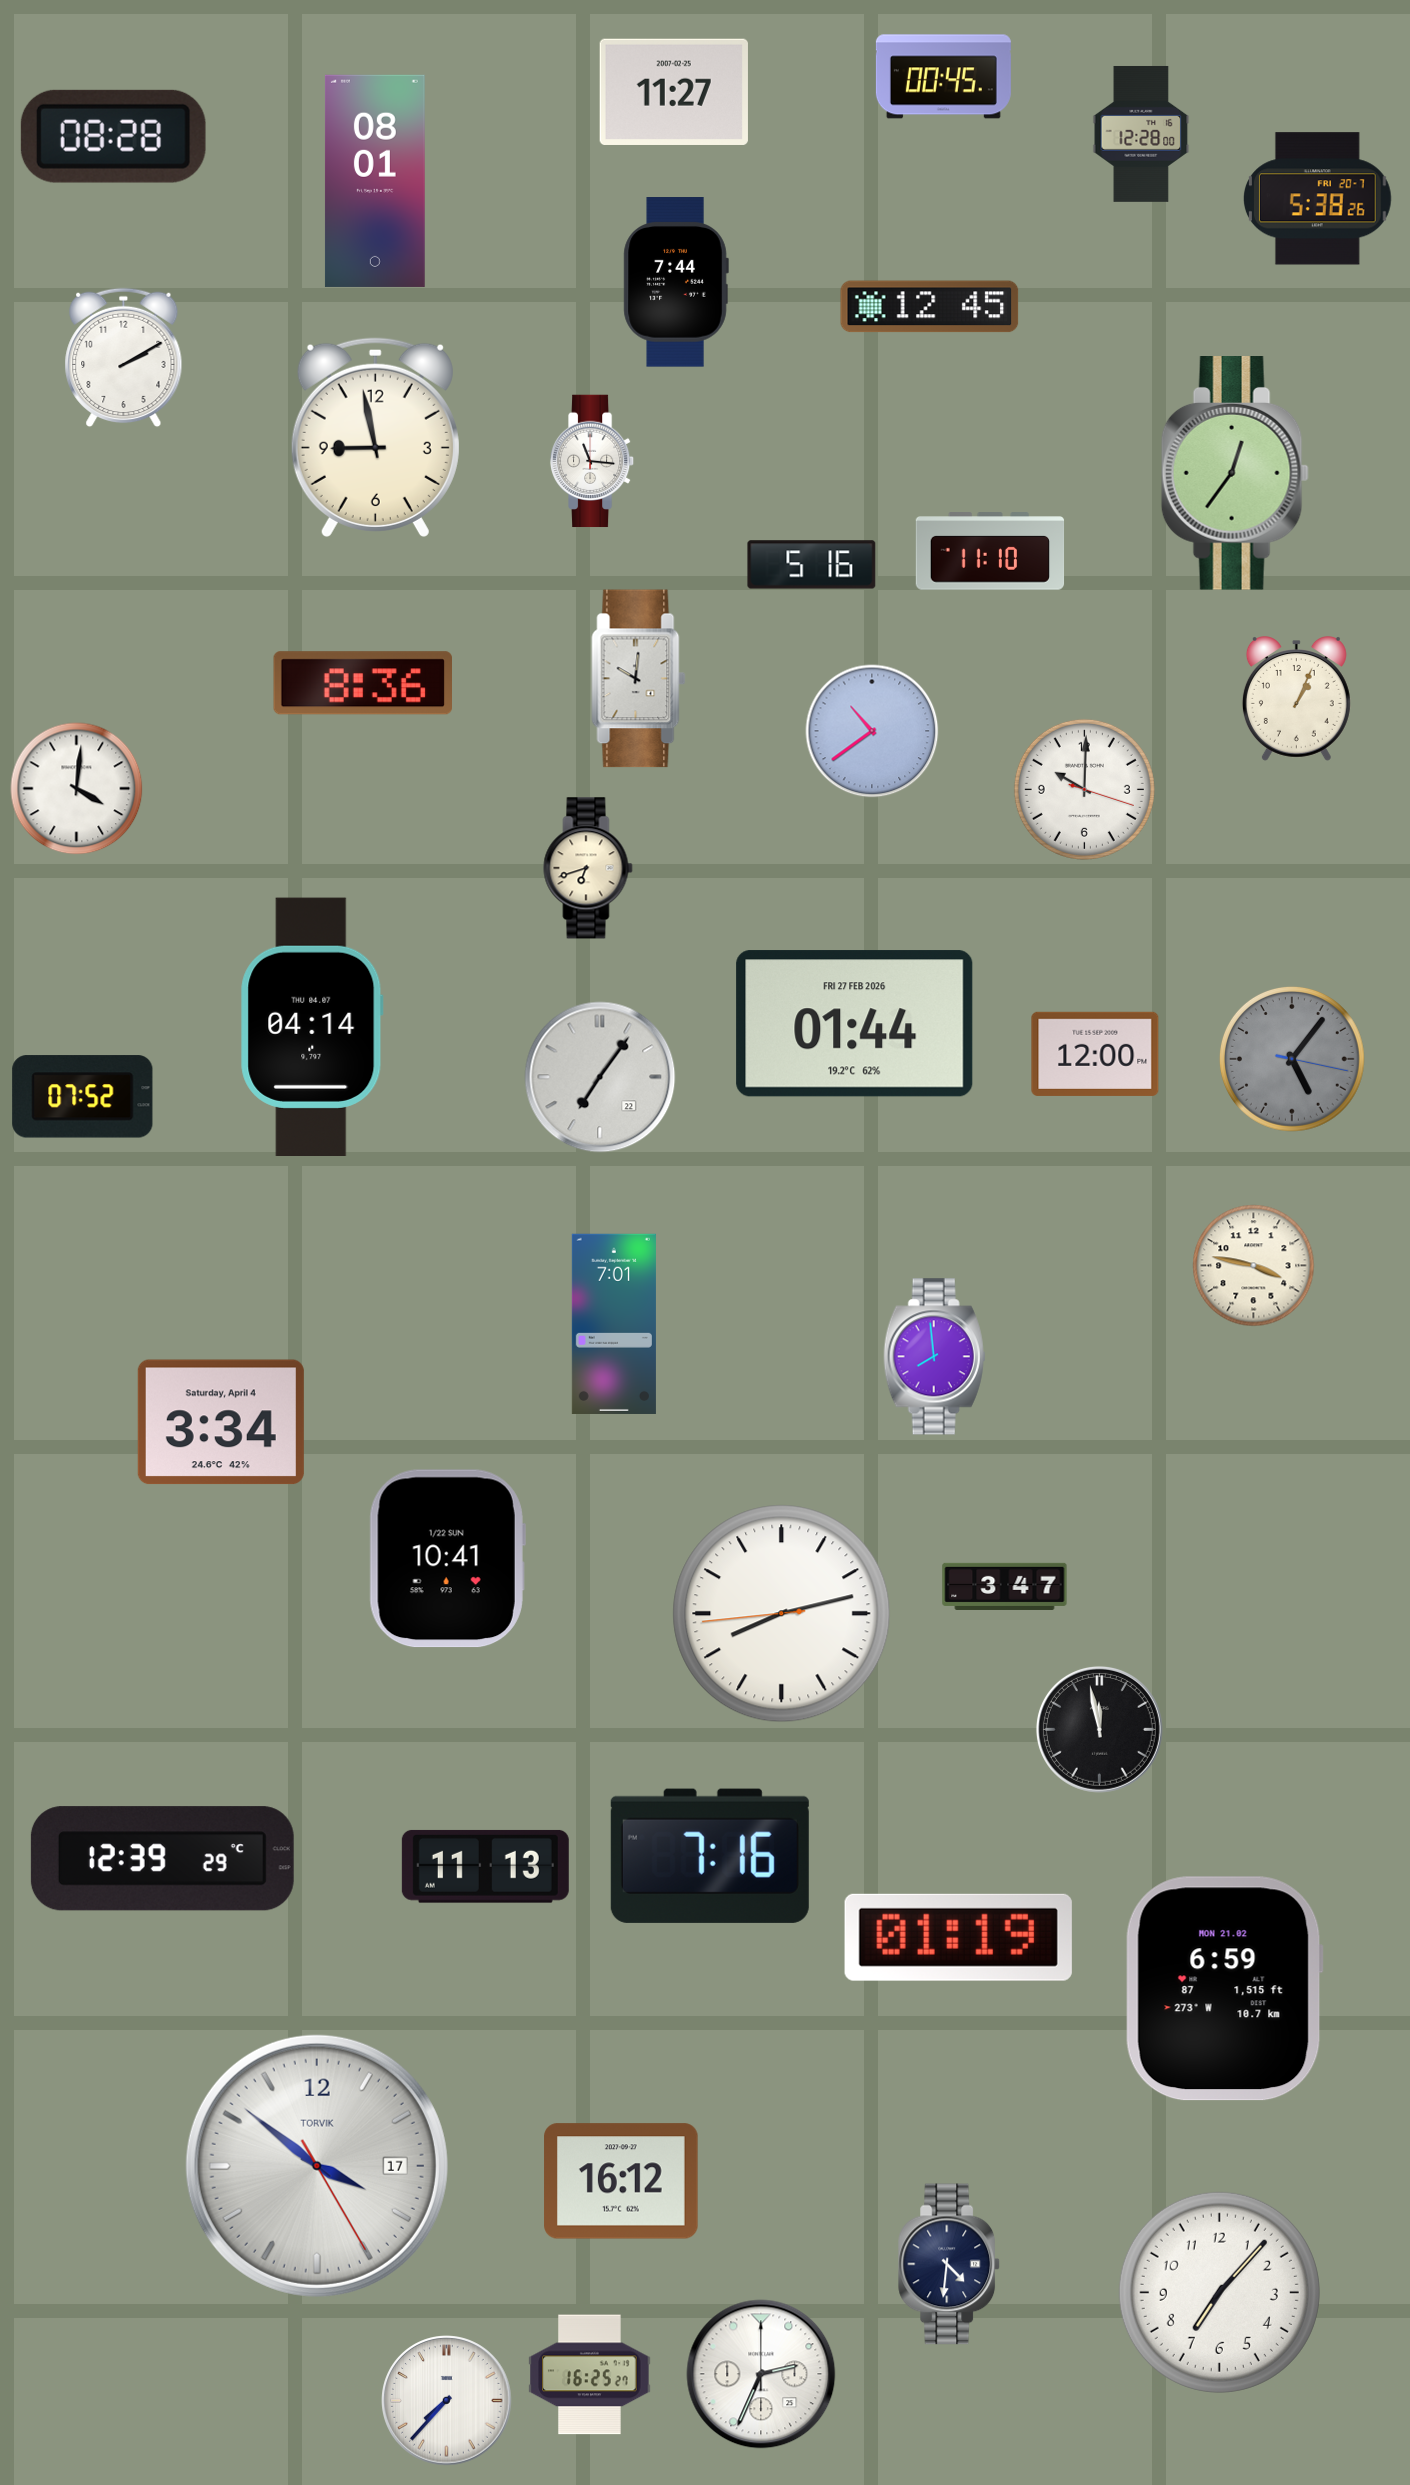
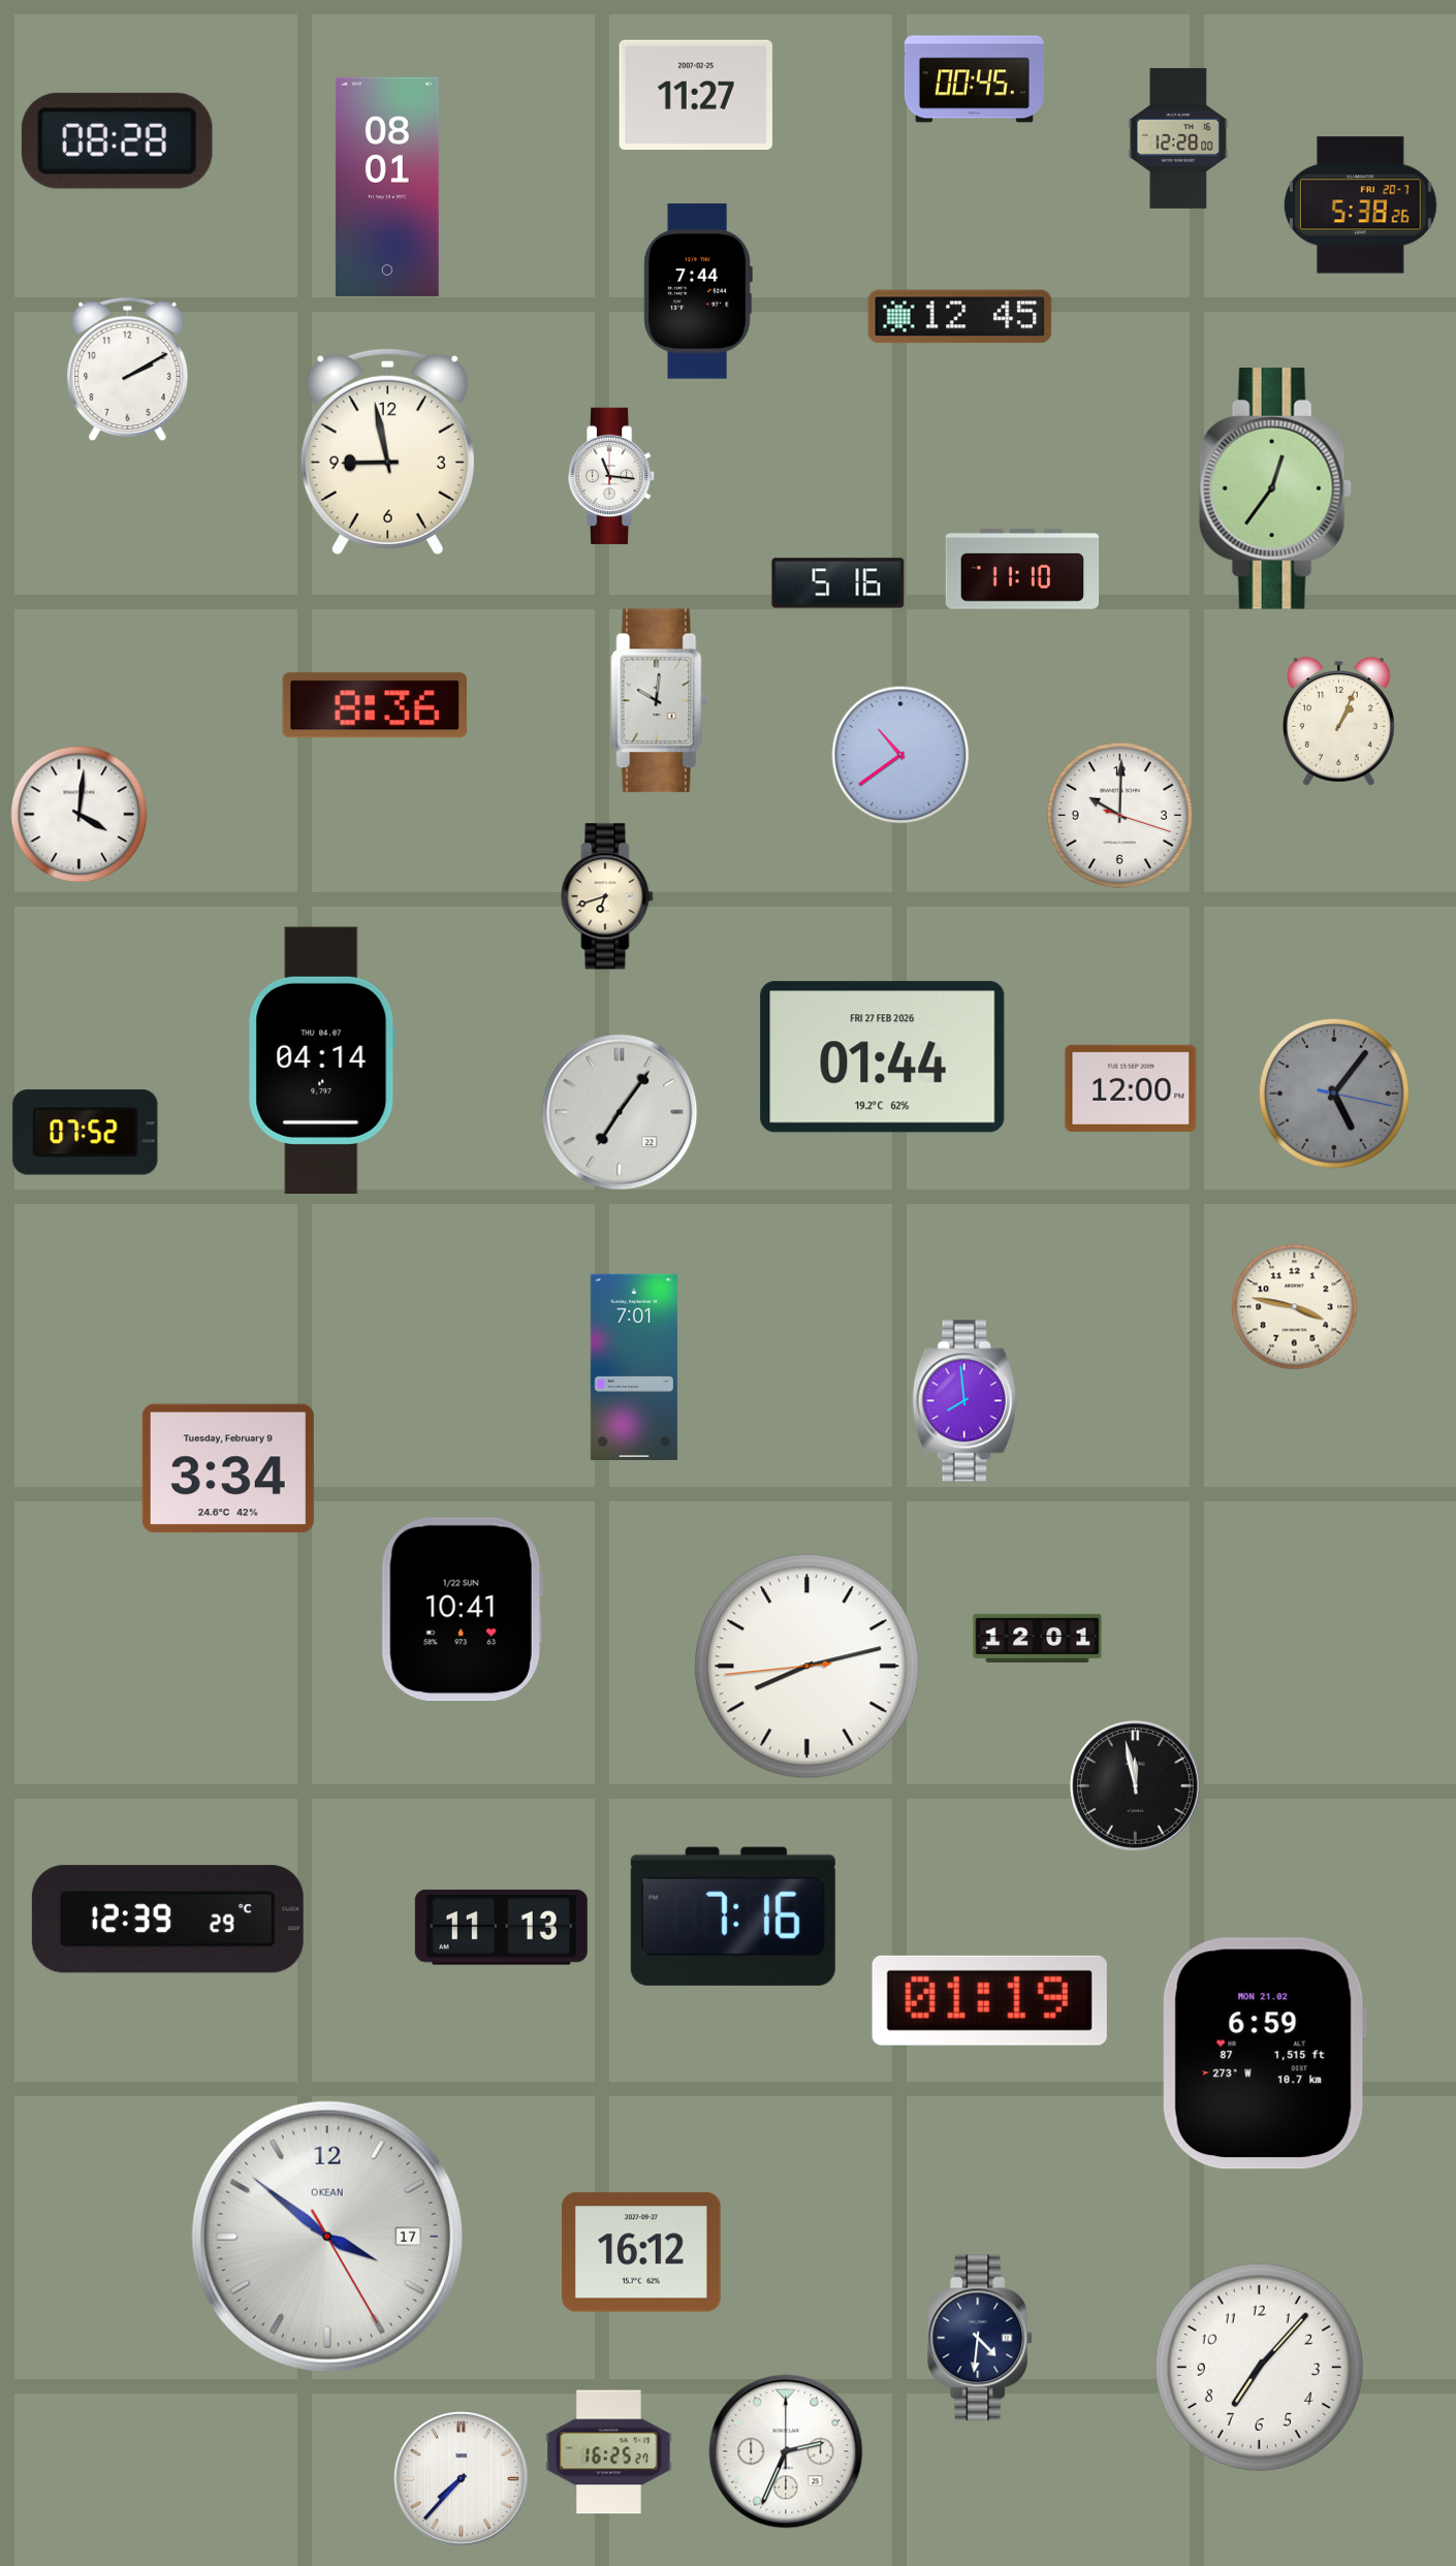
clock at (221, 1422) date: Saturday, April 4 -> Tuesday, February 9
clock at (1005, 1586): 3:47 -> 12:01
clock at (317, 2166) brand: TORVIK -> OKEAN
